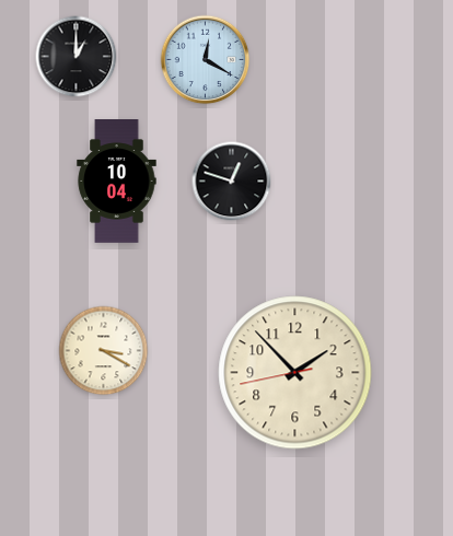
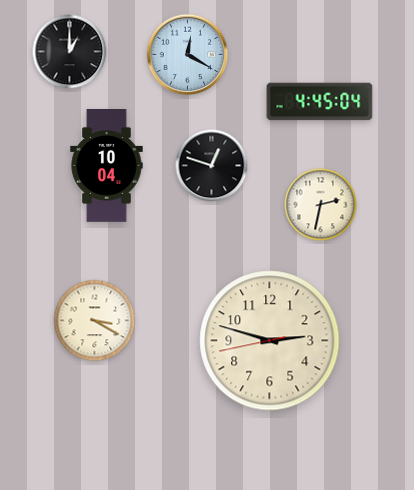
clock at (320, 102): none -> 4:45
clock at (321, 205): none -> 2:32
clock at (295, 373): 1:52 -> 2:47
